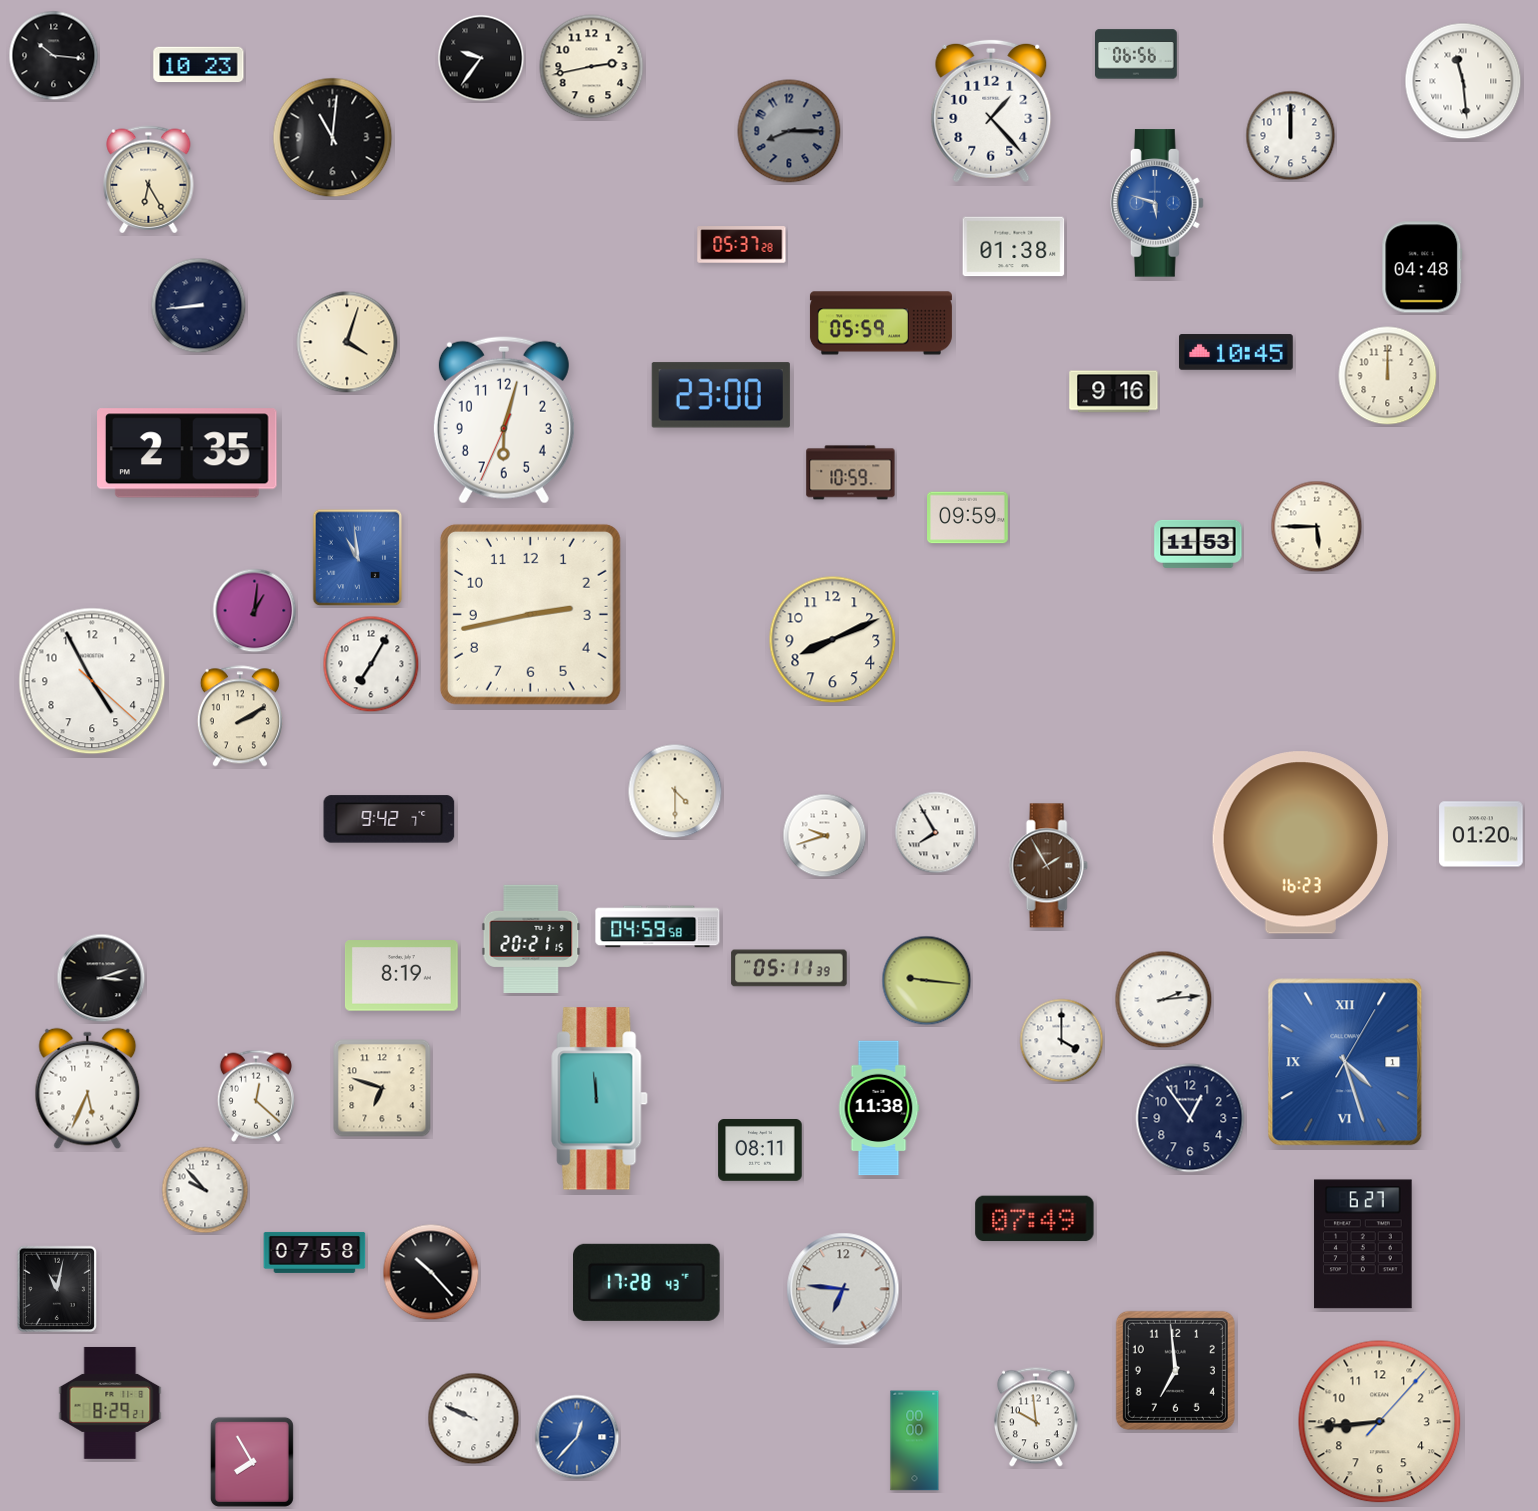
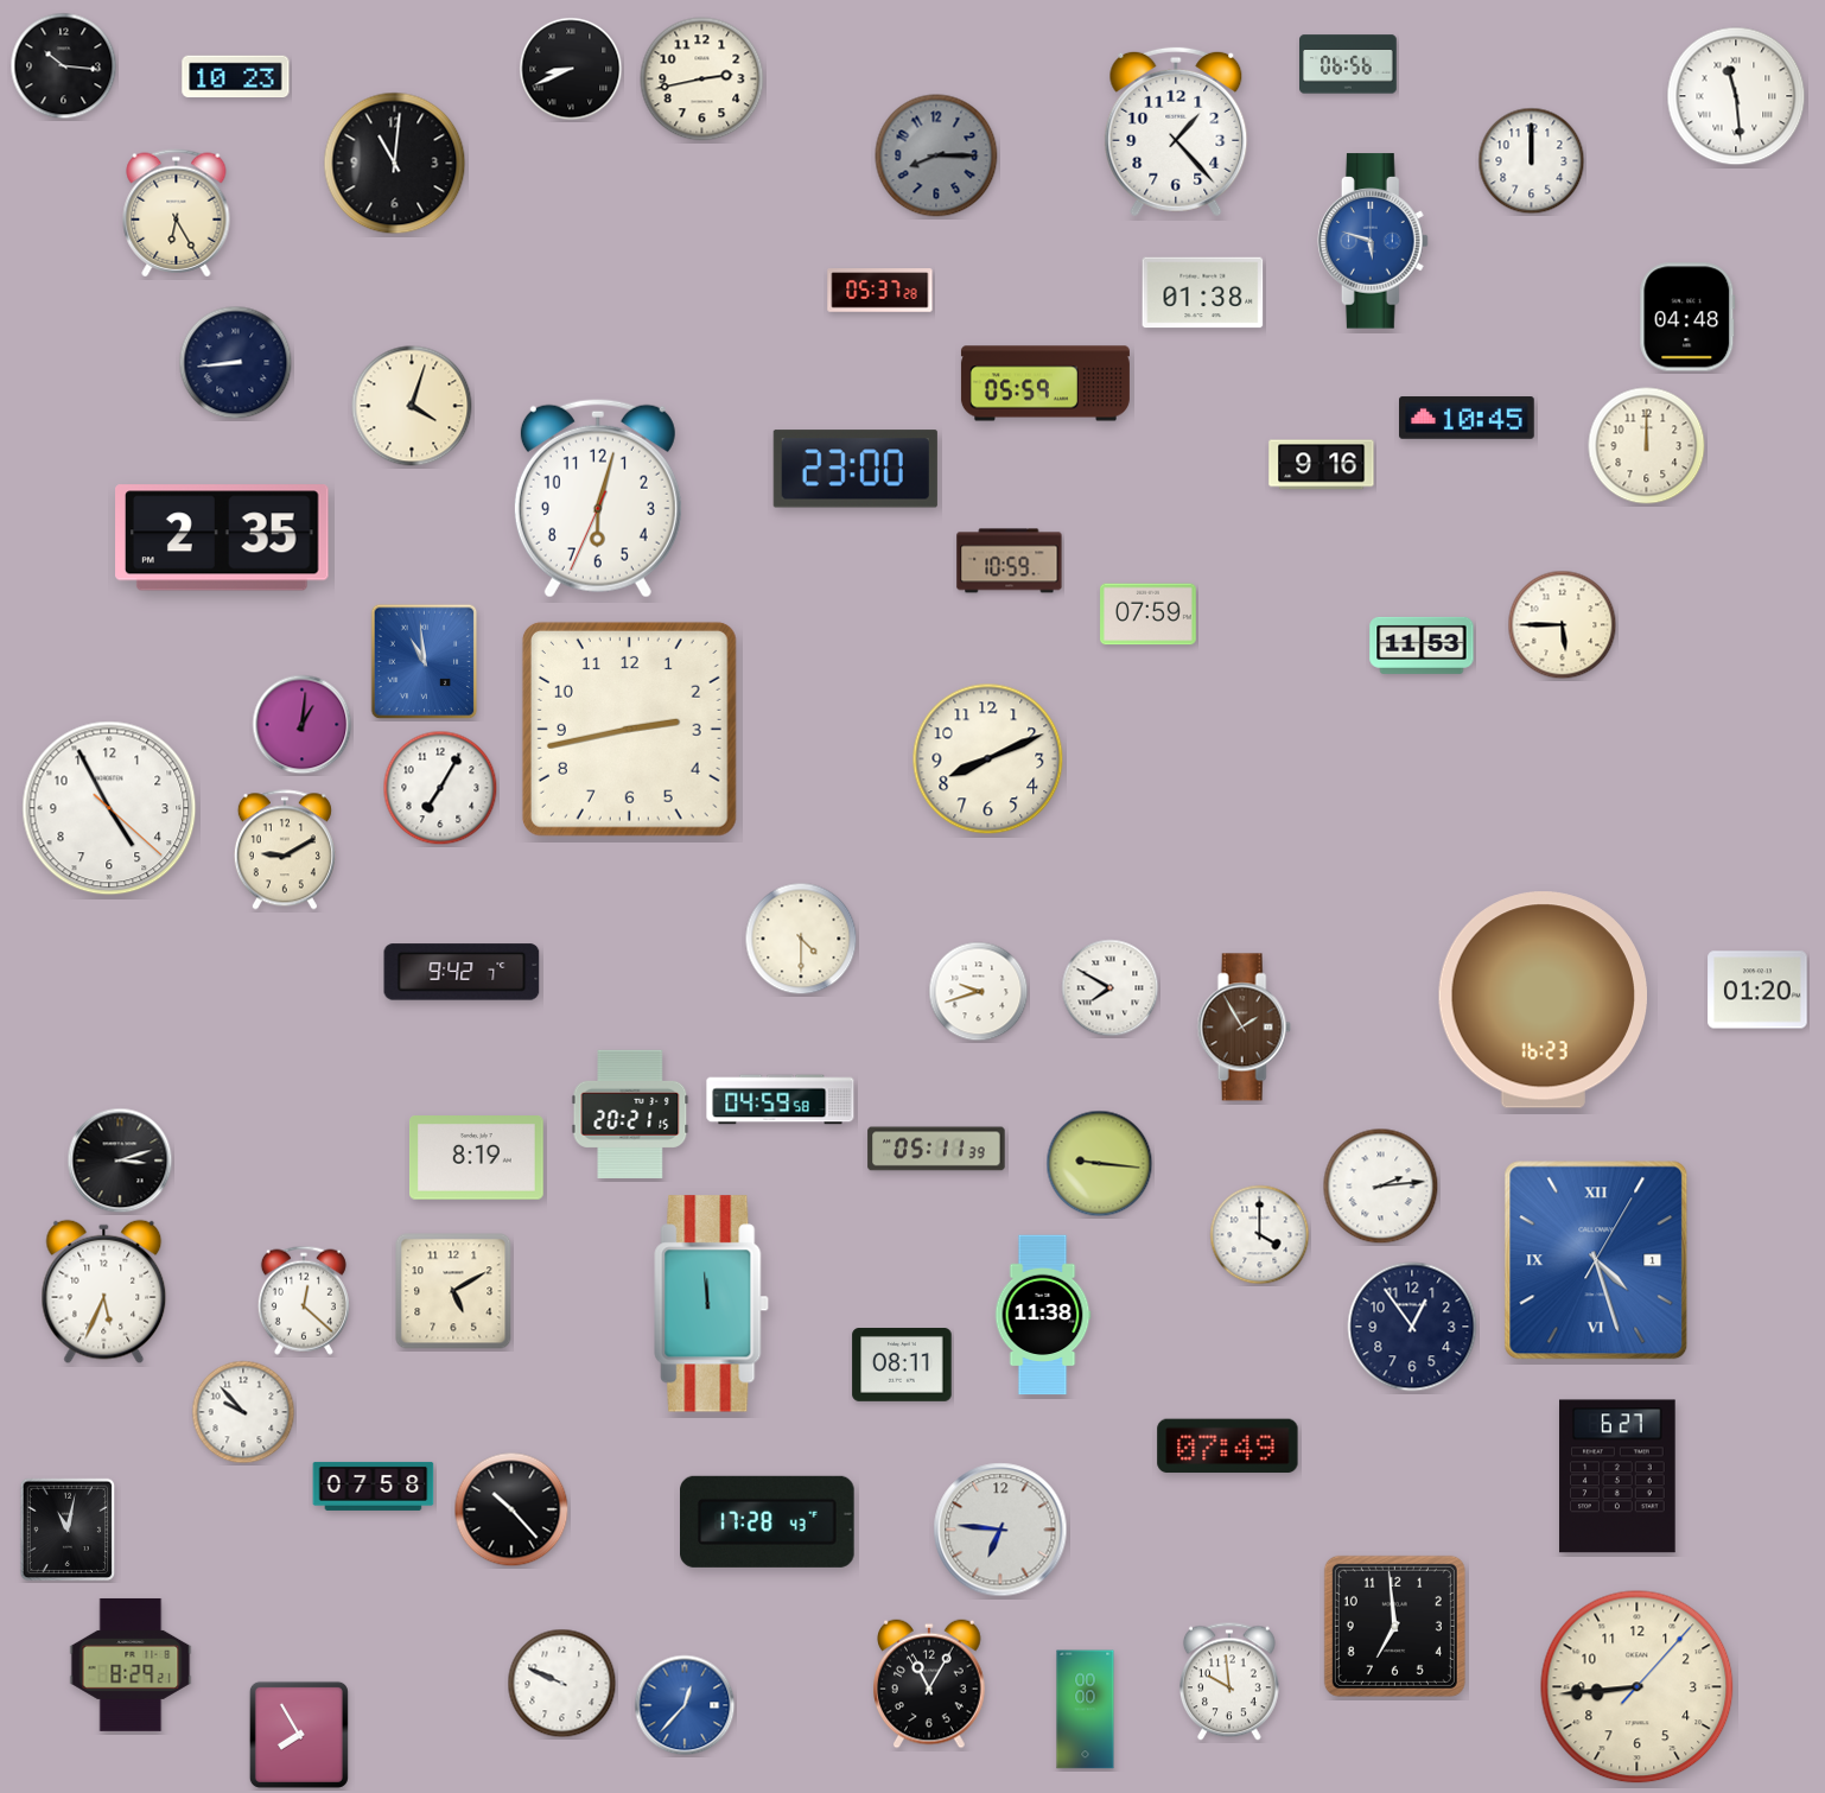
clock at (481, 58): 9:36 -> 8:41
clock at (968, 518): 09:59 -> 07:59
clock at (240, 716): 2:10 -> 9:10
clock at (936, 833): 7:55 -> 7:50
clock at (382, 1088): 6:48 -> 5:10
clock at (929, 1684): none -> 11:05
